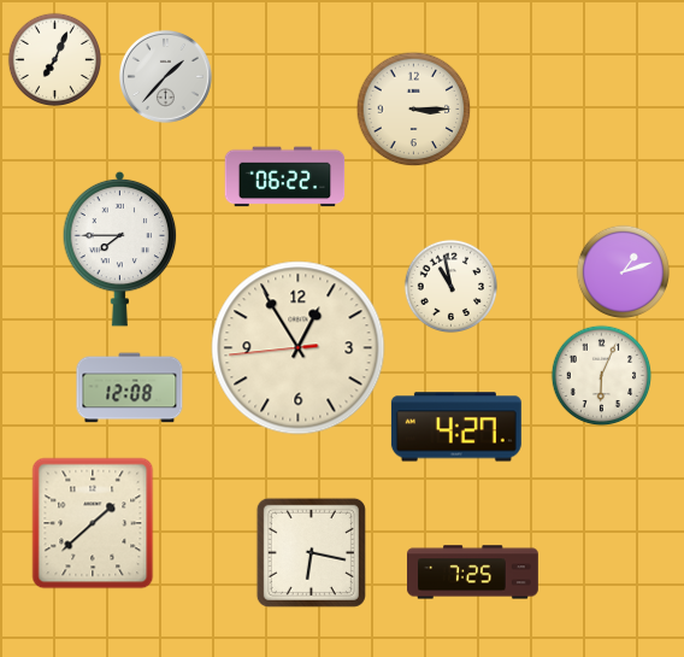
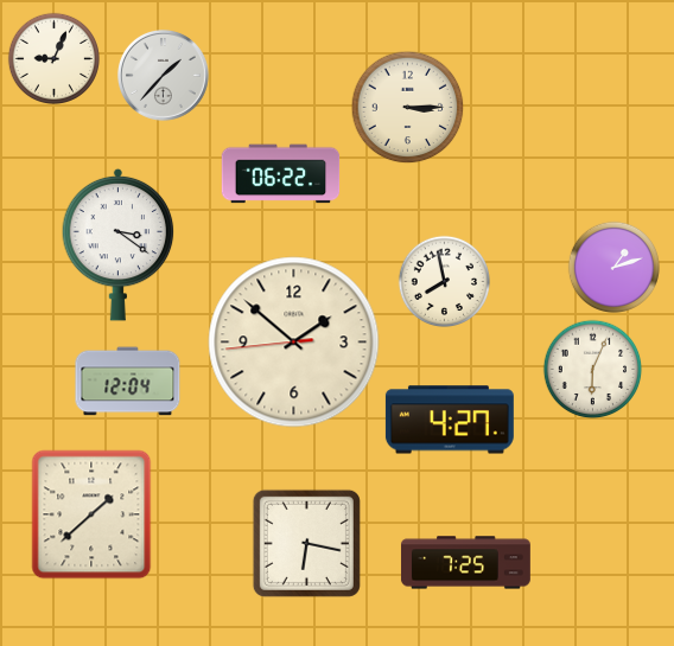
clock at (54, 59): 7:04 -> 9:04
clock at (120, 248): 7:45 -> 3:21
clock at (450, 286): 10:58 -> 7:58
clock at (299, 348): 12:54 -> 1:51
clock at (130, 388): 12:08 -> 12:04
